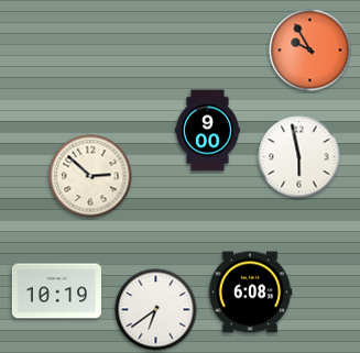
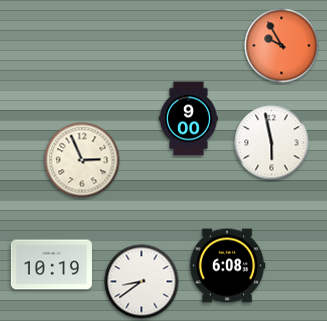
clock at (90, 176): 2:52 -> 2:56
clock at (156, 310): 6:39 -> 8:39
